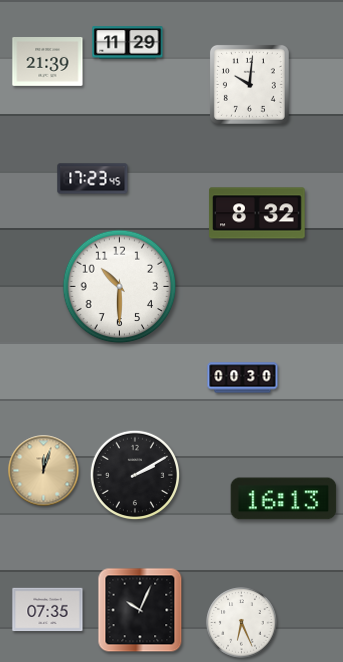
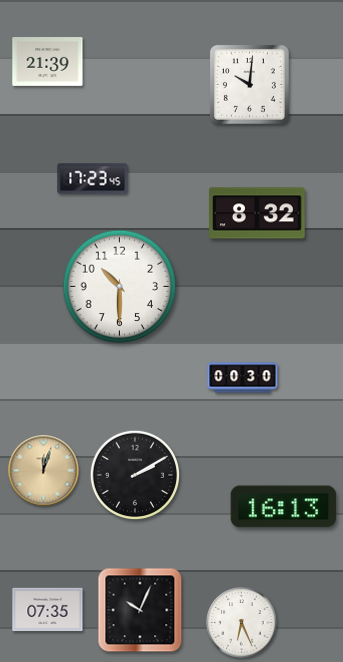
clock at (128, 43): 11:29 -> none
clock at (284, 499) position: (284, 499) -> (284, 507)
